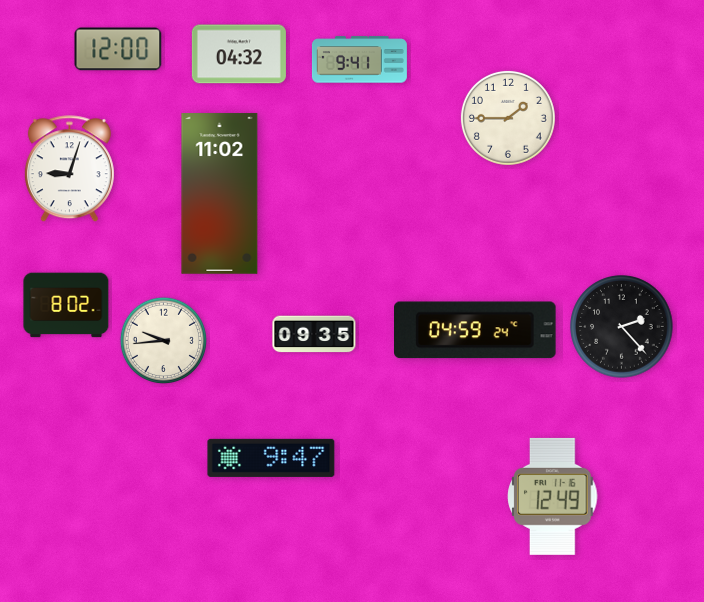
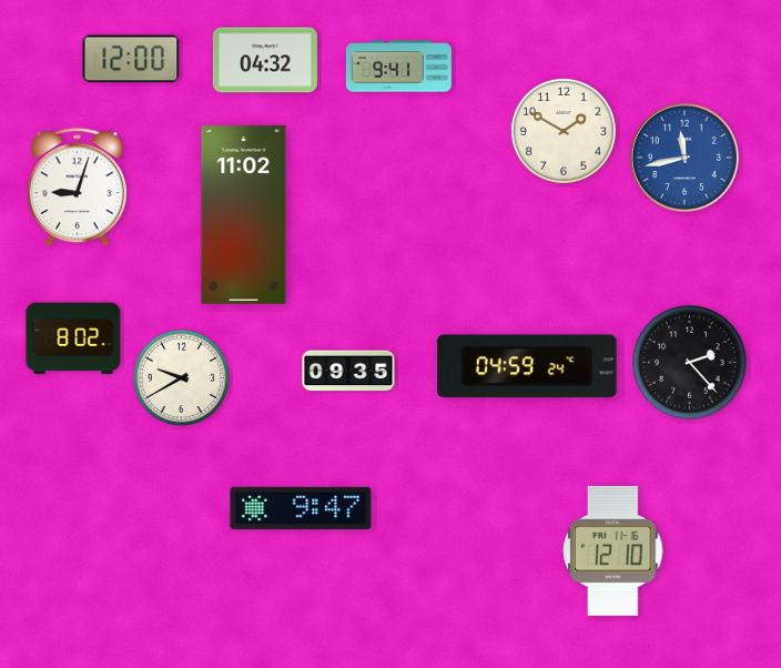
clock at (118, 49) position: (118, 49) -> (131, 59)
clock at (508, 118): 1:45 -> 1:50
clock at (684, 158): none -> 11:43
clock at (163, 340): 9:44 -> 9:40
clock at (553, 496): 12:49 -> 12:10
